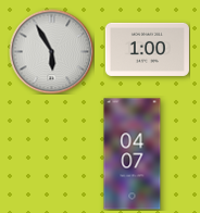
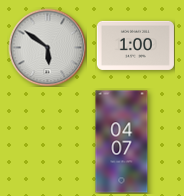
clock at (51, 51): 5:55 -> 5:51
